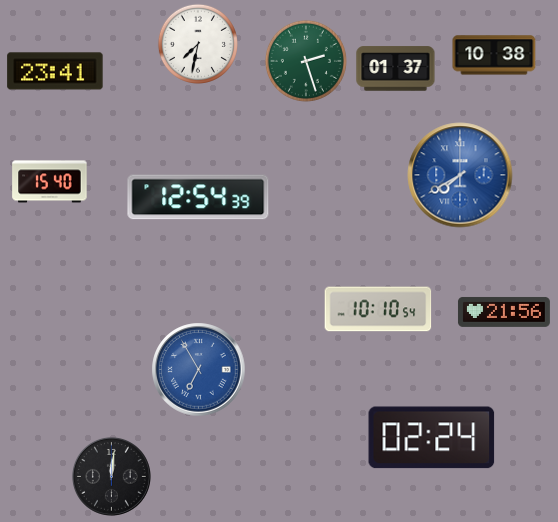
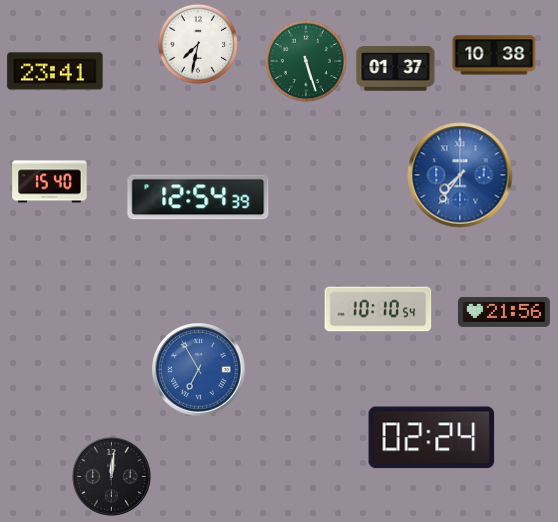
clock at (306, 61): 2:27 -> 5:27
clock at (460, 175): 7:40 -> 7:36
